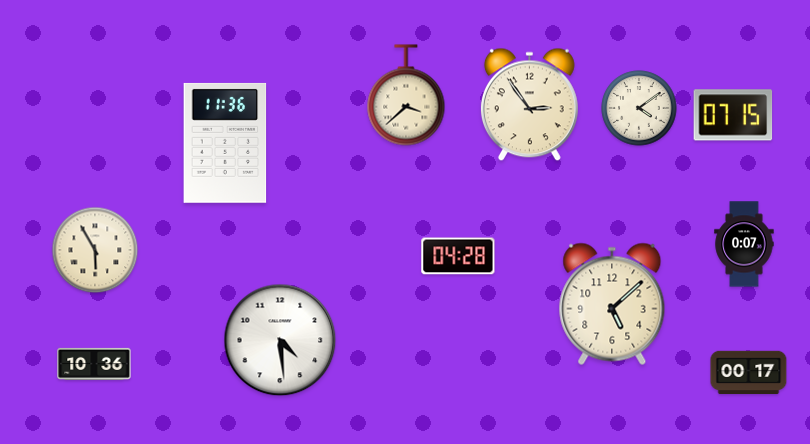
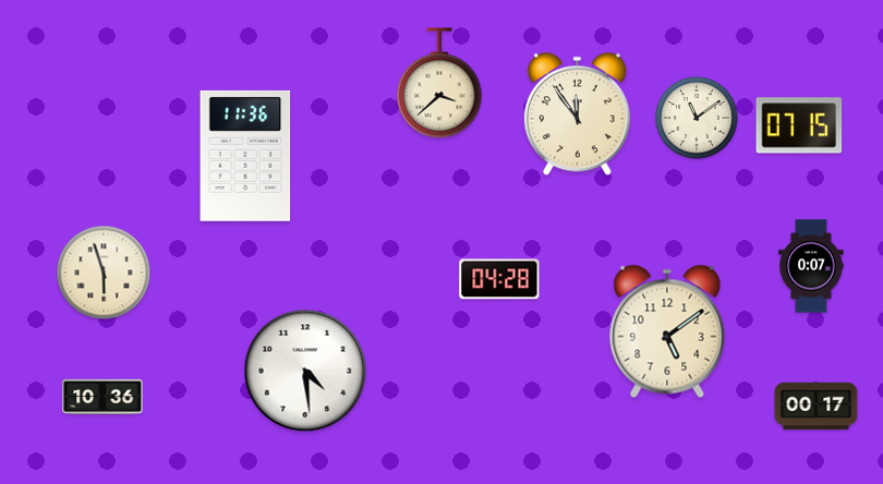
clock at (406, 95) position: (406, 95) -> (439, 83)
clock at (529, 105): 2:54 -> 11:54
clock at (639, 108): 4:09 -> 11:09
clock at (95, 250): 5:55 -> 5:57
clock at (612, 304): 5:08 -> 5:09
